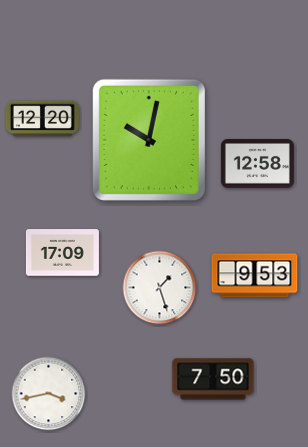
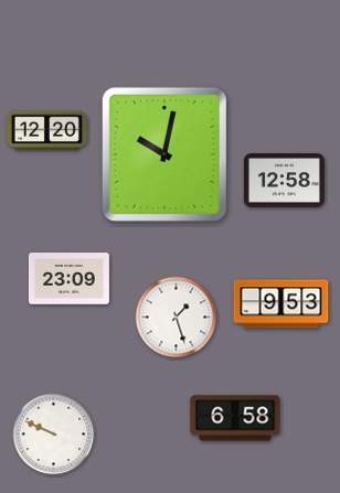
clock at (62, 253): 17:09 -> 23:09
clock at (213, 379): 7:50 -> 6:58
clock at (49, 394): 3:43 -> 9:49
